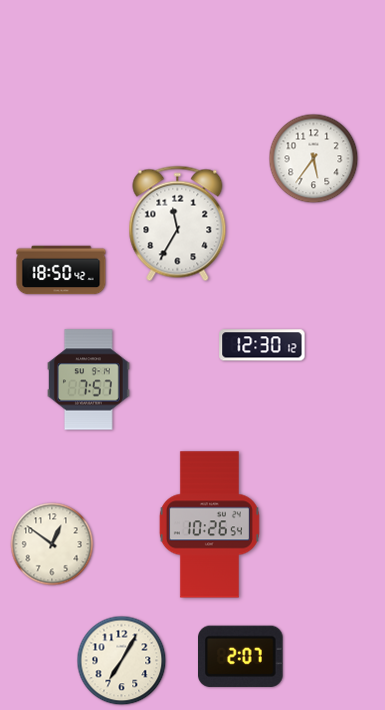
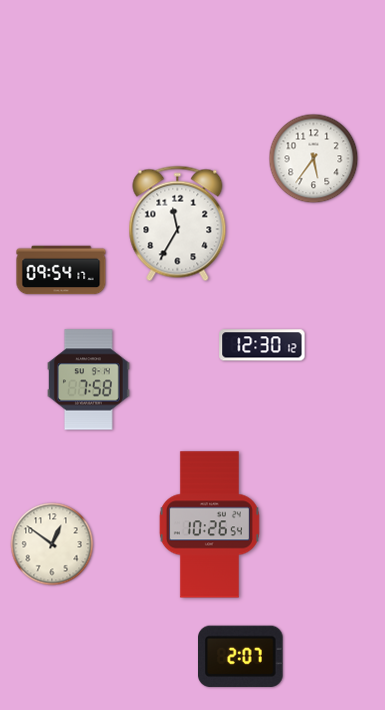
clock at (61, 270): 18:50 -> 09:54
clock at (89, 380): 7:57 -> 7:58
clock at (122, 661): 7:05 -> none
